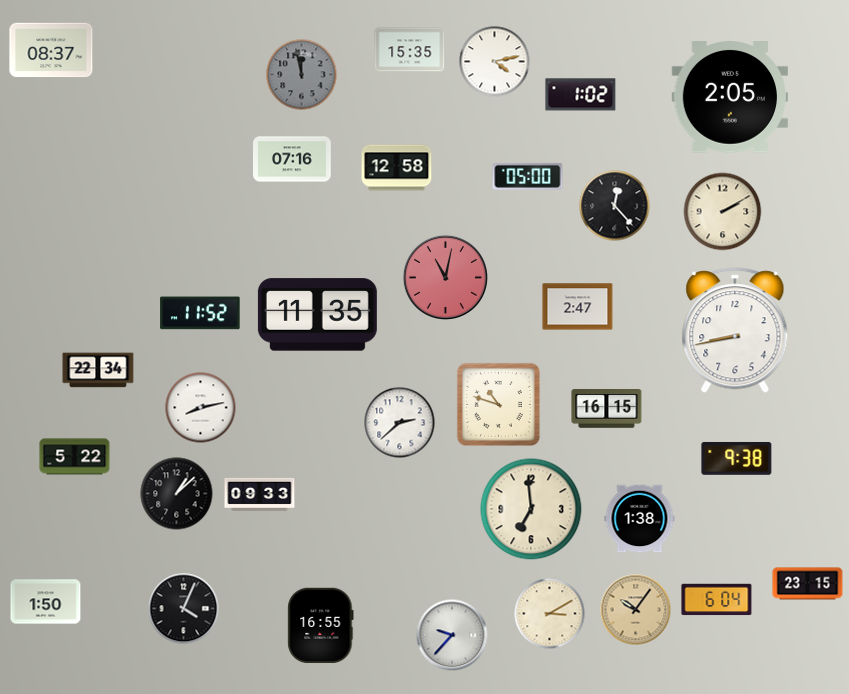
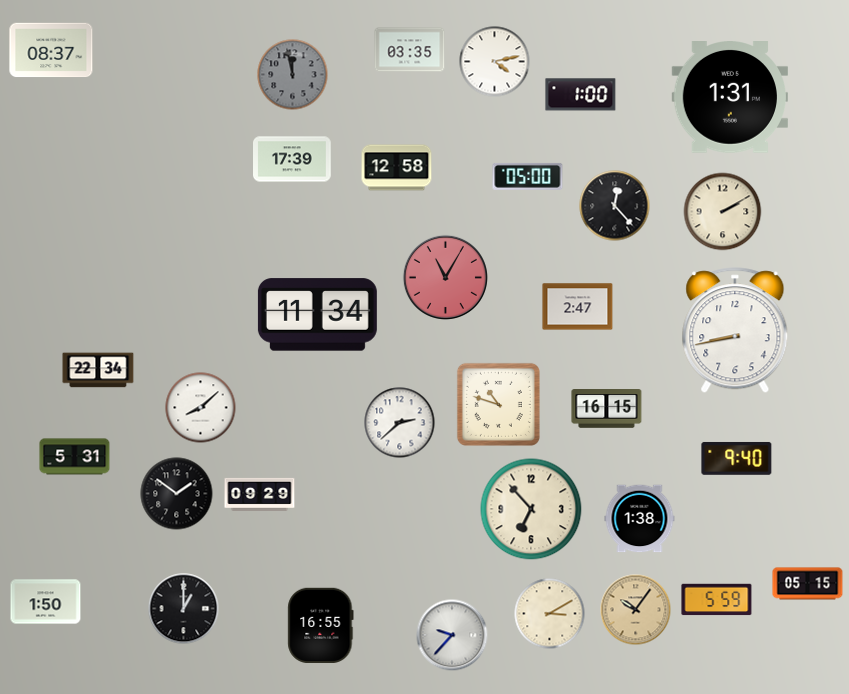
clock at (410, 50): 15:35 -> 03:35
clock at (302, 75) position: (302, 75) -> (293, 75)
clock at (581, 95): 1:02 -> 1:00
clock at (729, 98): 2:05 -> 1:31
clock at (293, 159): 07:16 -> 17:39
clock at (445, 277): 11:02 -> 11:05
clock at (200, 313): 11:52 -> none
clock at (317, 315): 11:35 -> 11:34
clock at (201, 408): 8:13 -> 8:08
clock at (75, 457): 5:22 -> 5:31
clock at (737, 459): 9:38 -> 9:40
clock at (177, 494): 1:08 -> 1:51
clock at (260, 494): 09:33 -> 09:29
clock at (531, 509): 6:59 -> 6:53
clock at (808, 584): 23:15 -> 05:15
clock at (717, 600): 6:04 -> 5:59
clock at (184, 609): 4:04 -> 1:00
